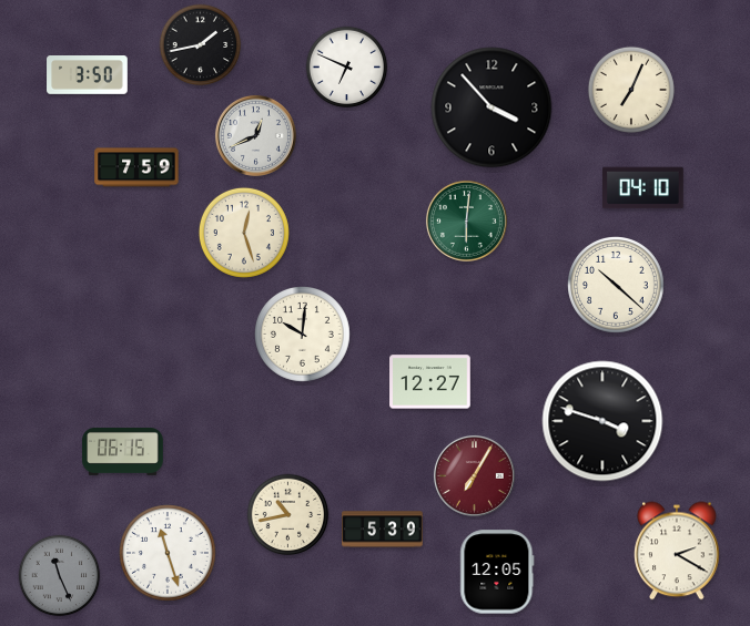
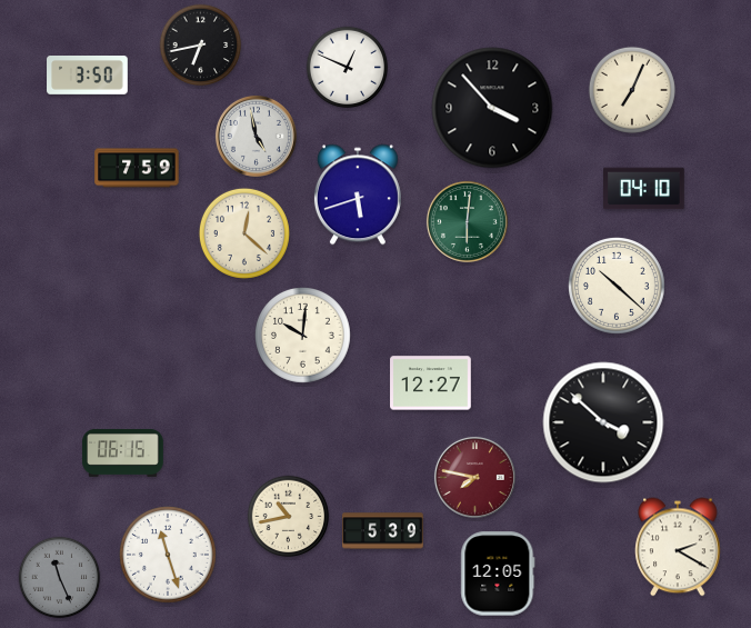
clock at (201, 45): 1:43 -> 6:43
clock at (347, 68): 6:49 -> 12:49
clock at (255, 135): 12:41 -> 4:58
clock at (358, 195): none -> 5:42
clock at (244, 233): 12:27 -> 12:22
clock at (602, 421): 3:48 -> 3:52
clock at (474, 475): 7:05 -> 7:47
clock at (677, 551) position: (677, 551) -> (678, 547)
